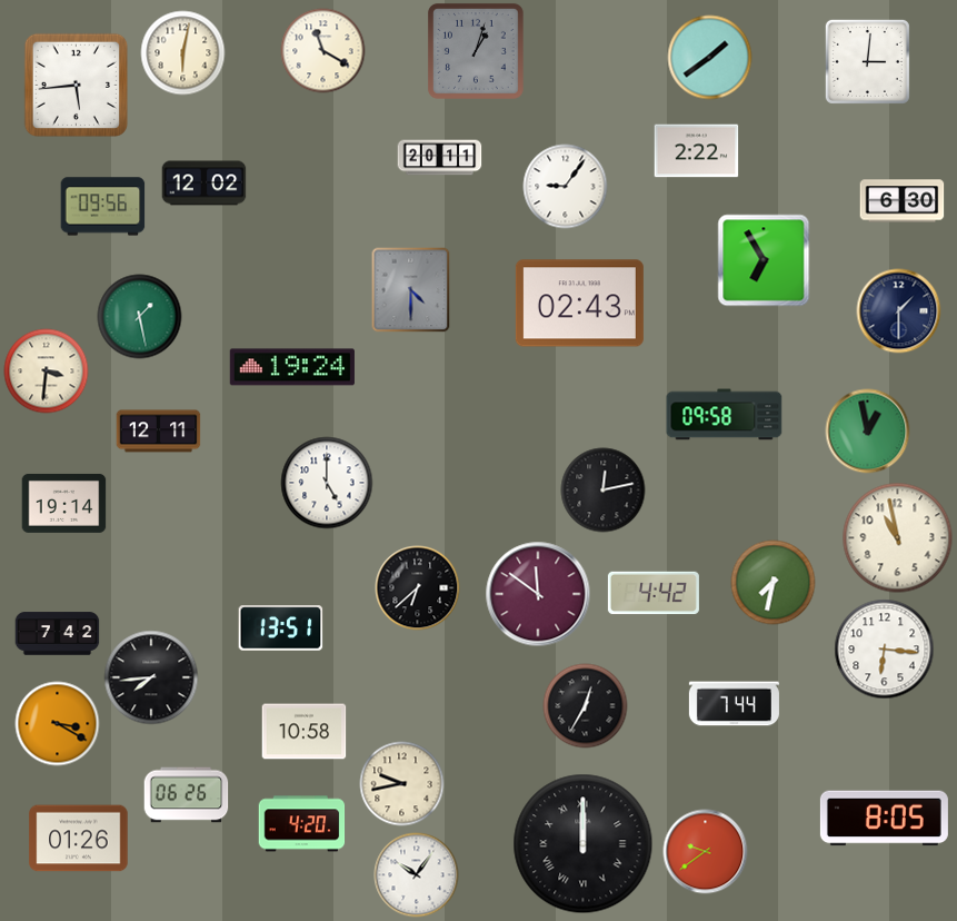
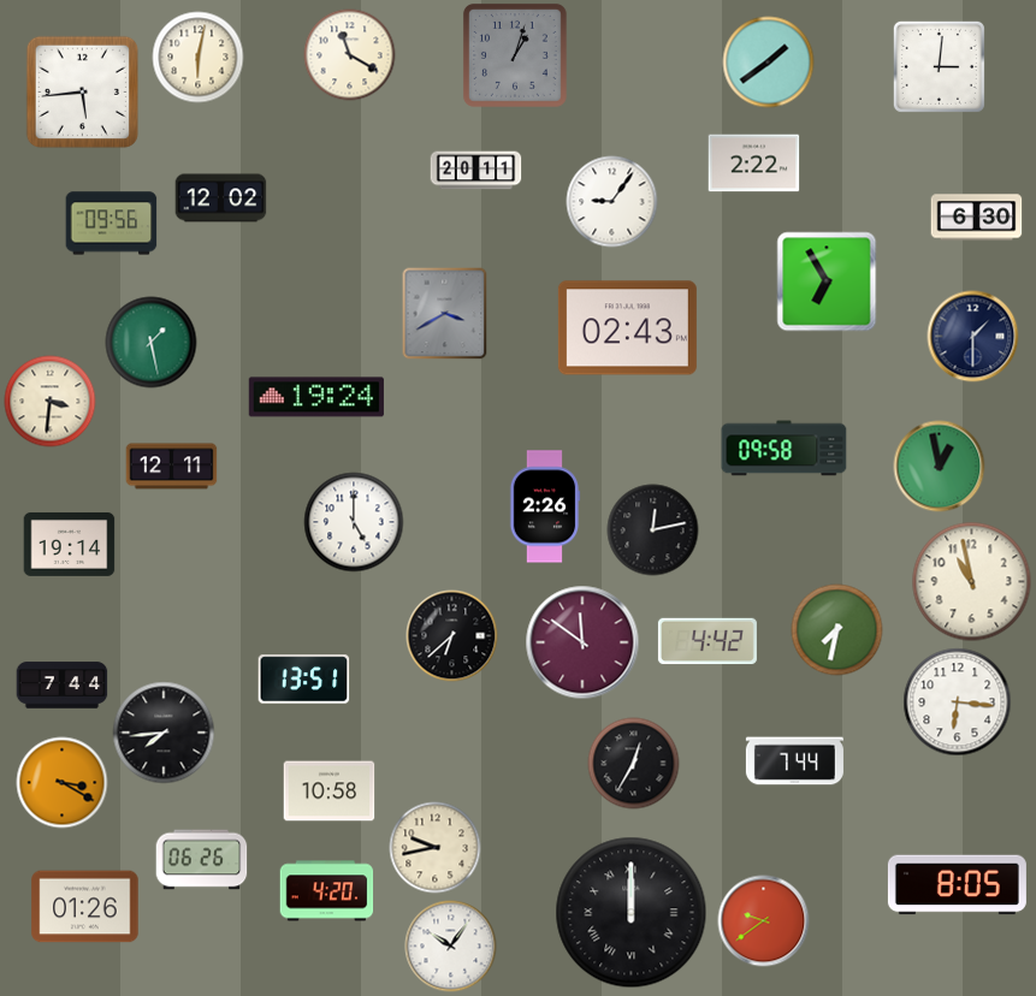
clock at (411, 290): 4:30 -> 3:40
clock at (545, 506): none -> 2:26
clock at (58, 634): 7:42 -> 7:44
